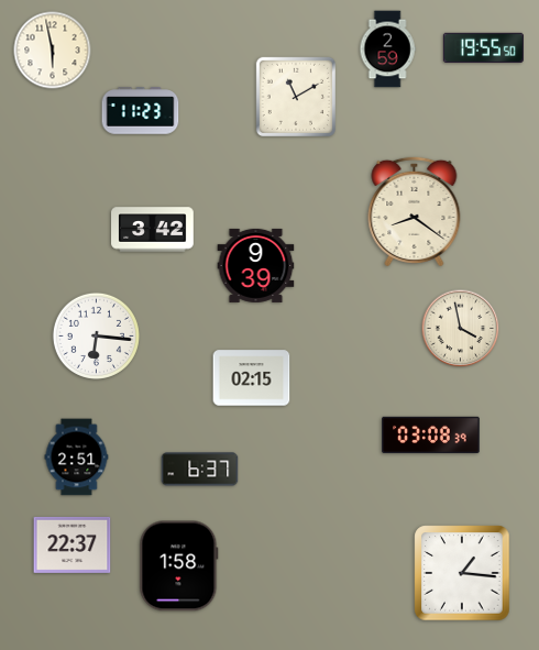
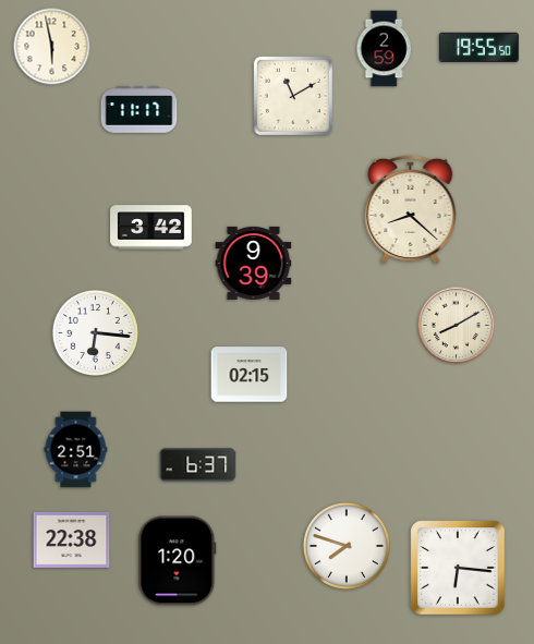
clock at (53, 51) position: (53, 51) -> (52, 47)
clock at (141, 111): 11:23 -> 11:17
clock at (415, 210): 8:21 -> 8:22
clock at (461, 329): 3:58 -> 8:10
clock at (431, 436): 03:08 -> none
clock at (77, 458) position: (77, 458) -> (76, 450)
clock at (73, 544): 22:37 -> 22:38
clock at (347, 546): none -> 7:48
clock at (179, 566): 1:58 -> 1:20
clock at (462, 573): 1:16 -> 6:16
